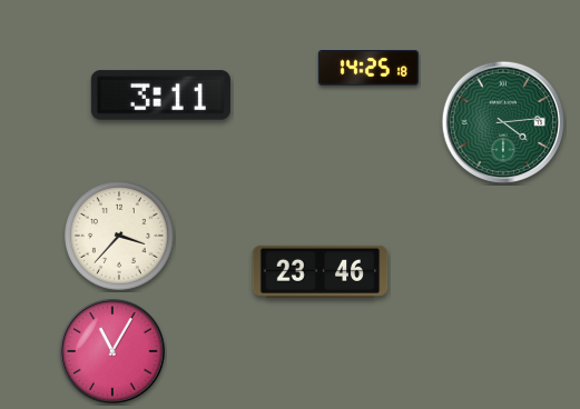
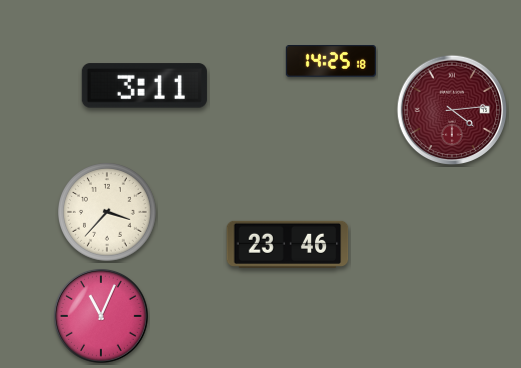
clock at (503, 122) dial: green -> burgundy
clock at (112, 351): 11:05 -> 11:04
